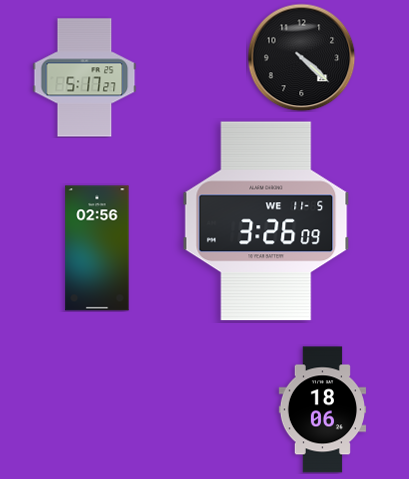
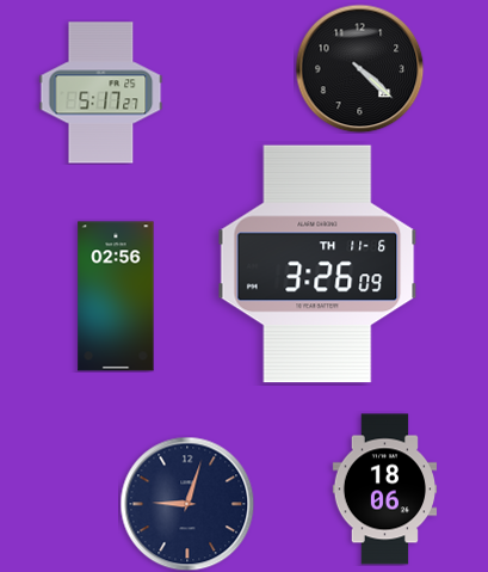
clock at (266, 221) date: WE 11-5 -> TH 11-6
clock at (187, 504): none -> 9:03
